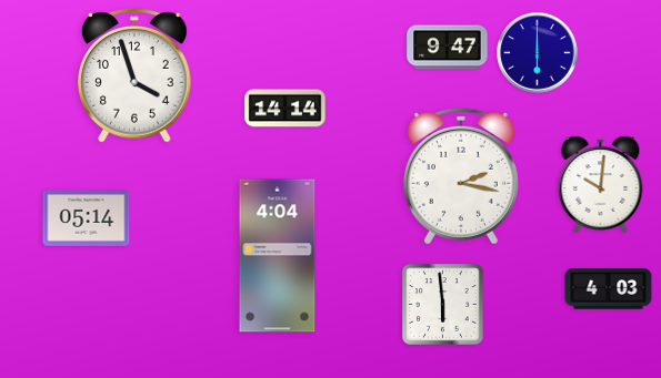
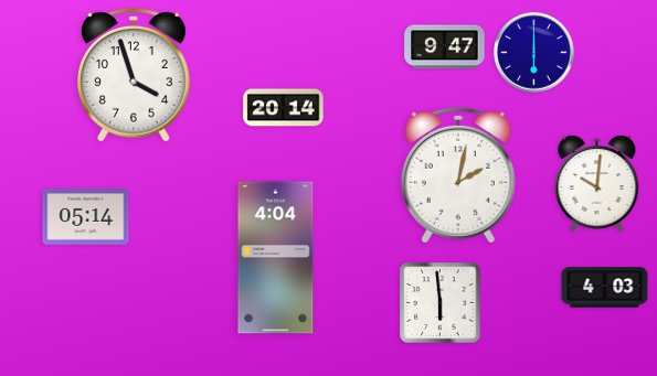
clock at (286, 109): 14:14 -> 20:14
clock at (461, 176): 2:17 -> 2:02
clock at (278, 256) position: (278, 256) -> (276, 258)
